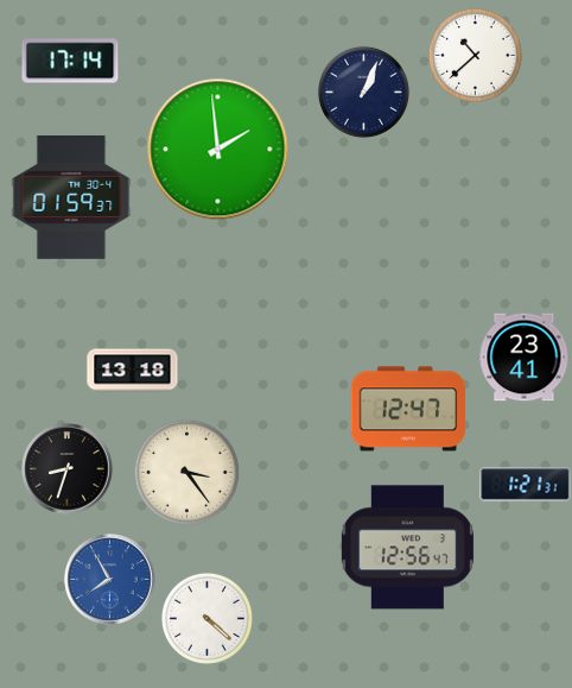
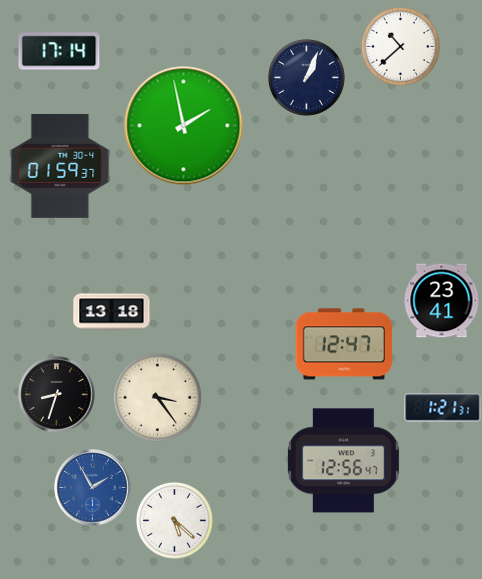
clock at (218, 150): 1:59 -> 1:58
clock at (110, 580): 7:55 -> 1:55
clock at (206, 618): 4:22 -> 5:22
